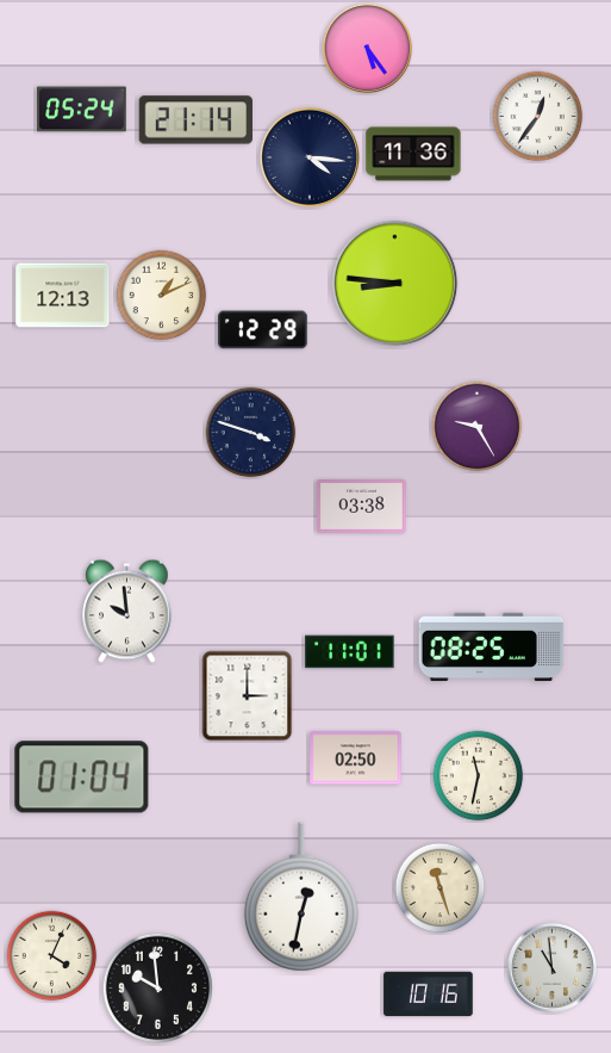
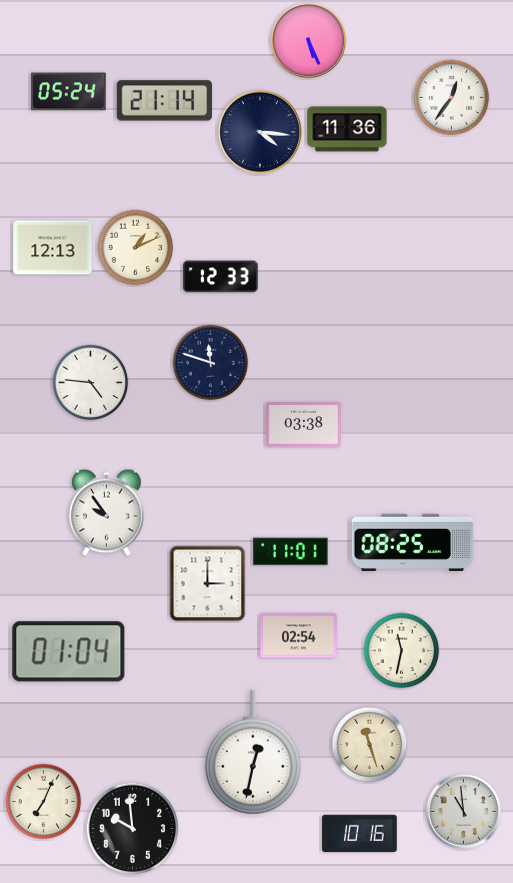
clock at (367, 48): 5:24 -> 5:26
clock at (395, 284): 8:46 -> none
clock at (263, 330): 12:29 -> 12:33
clock at (478, 427): 9:25 -> none
clock at (251, 433): 3:48 -> 11:48
clock at (91, 383): none -> 4:46
clock at (127, 612): 9:59 -> 9:54
clock at (350, 652) position: (350, 652) -> (291, 552)
clock at (356, 758): 02:50 -> 02:54
clock at (52, 956): 4:04 -> 7:04
